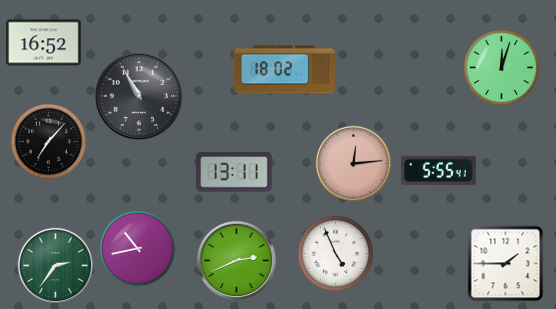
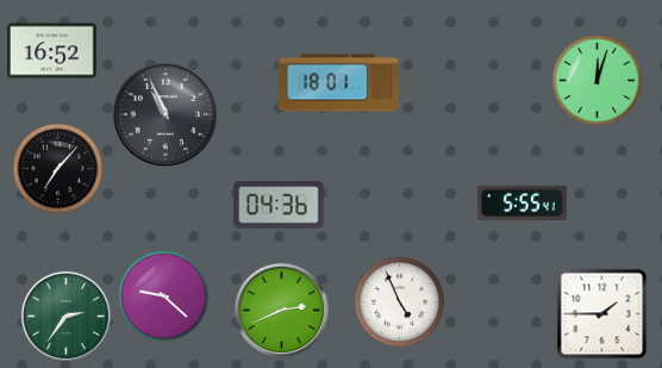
clock at (284, 70): 18:02 -> 18:01
clock at (139, 96): 10:55 -> 10:56
clock at (353, 163): 12:14 -> none
clock at (234, 172): 13:11 -> 04:36
clock at (138, 249): 10:43 -> 9:22
